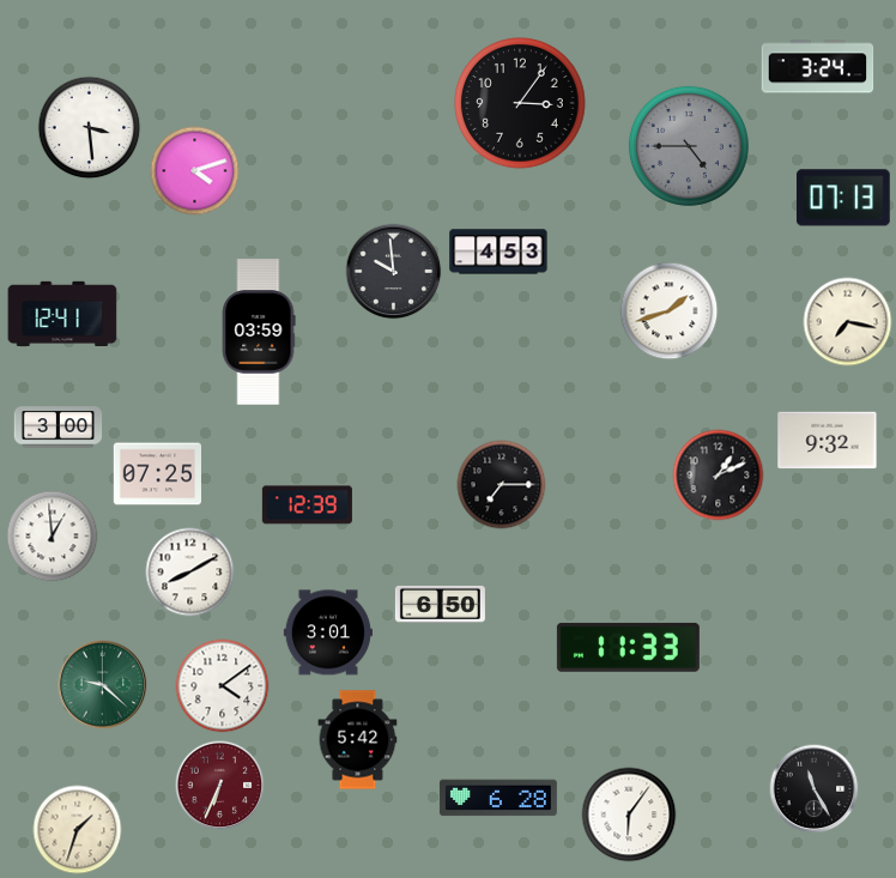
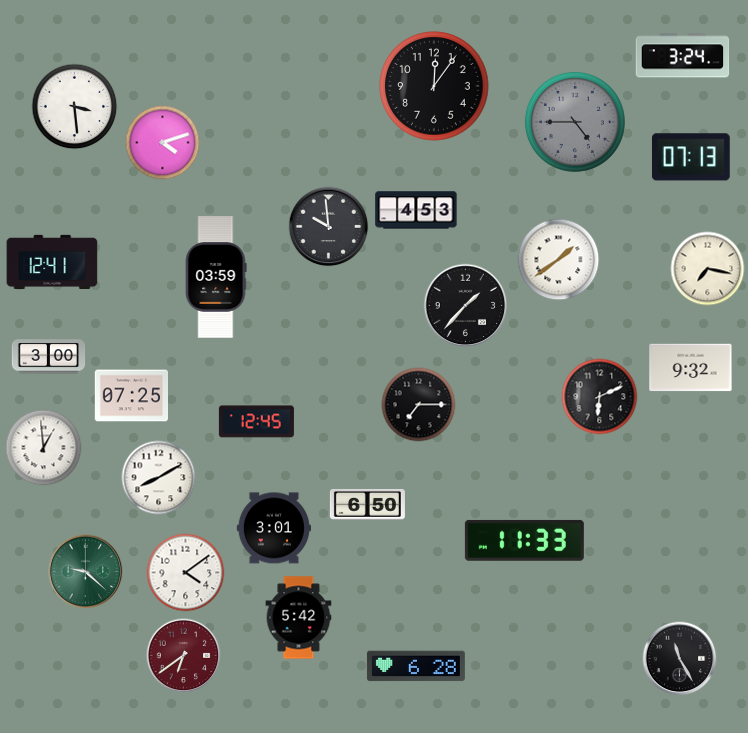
clock at (520, 103): 3:06 -> 12:06
clock at (843, 198) position: (843, 198) -> (691, 157)
clock at (670, 311): 1:42 -> 1:39
clock at (466, 306): none -> 1:37
clock at (719, 476): 1:11 -> 6:11
clock at (307, 505): 12:39 -> 12:45
clock at (220, 786): 6:34 -> 6:39
clock at (629, 815): 6:06 -> none
clock at (78, 830): 1:33 -> none
